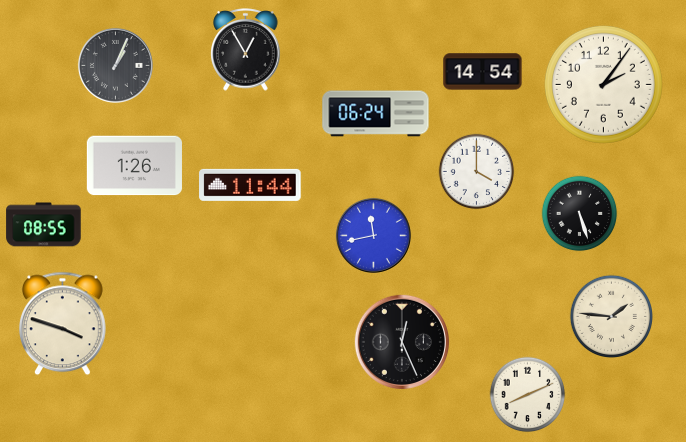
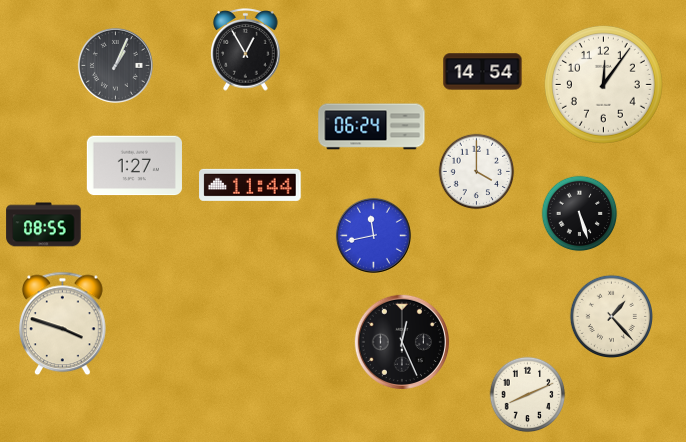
clock at (603, 84): 2:06 -> 12:06
clock at (376, 114) position: (376, 114) -> (372, 127)
clock at (134, 166): 1:26 -> 1:27
clock at (611, 316): 1:46 -> 1:23
